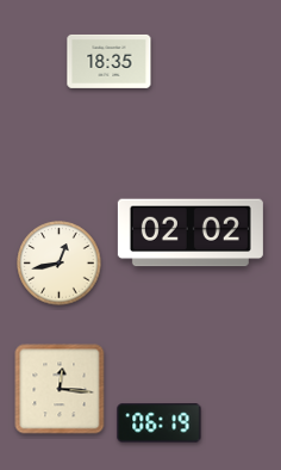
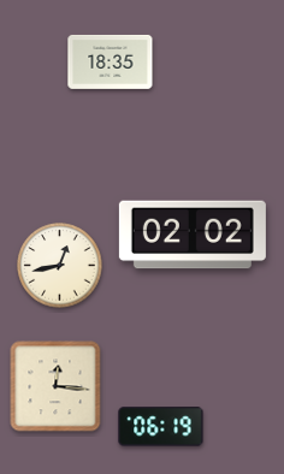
clock at (60, 389) position: (60, 389) -> (55, 386)
